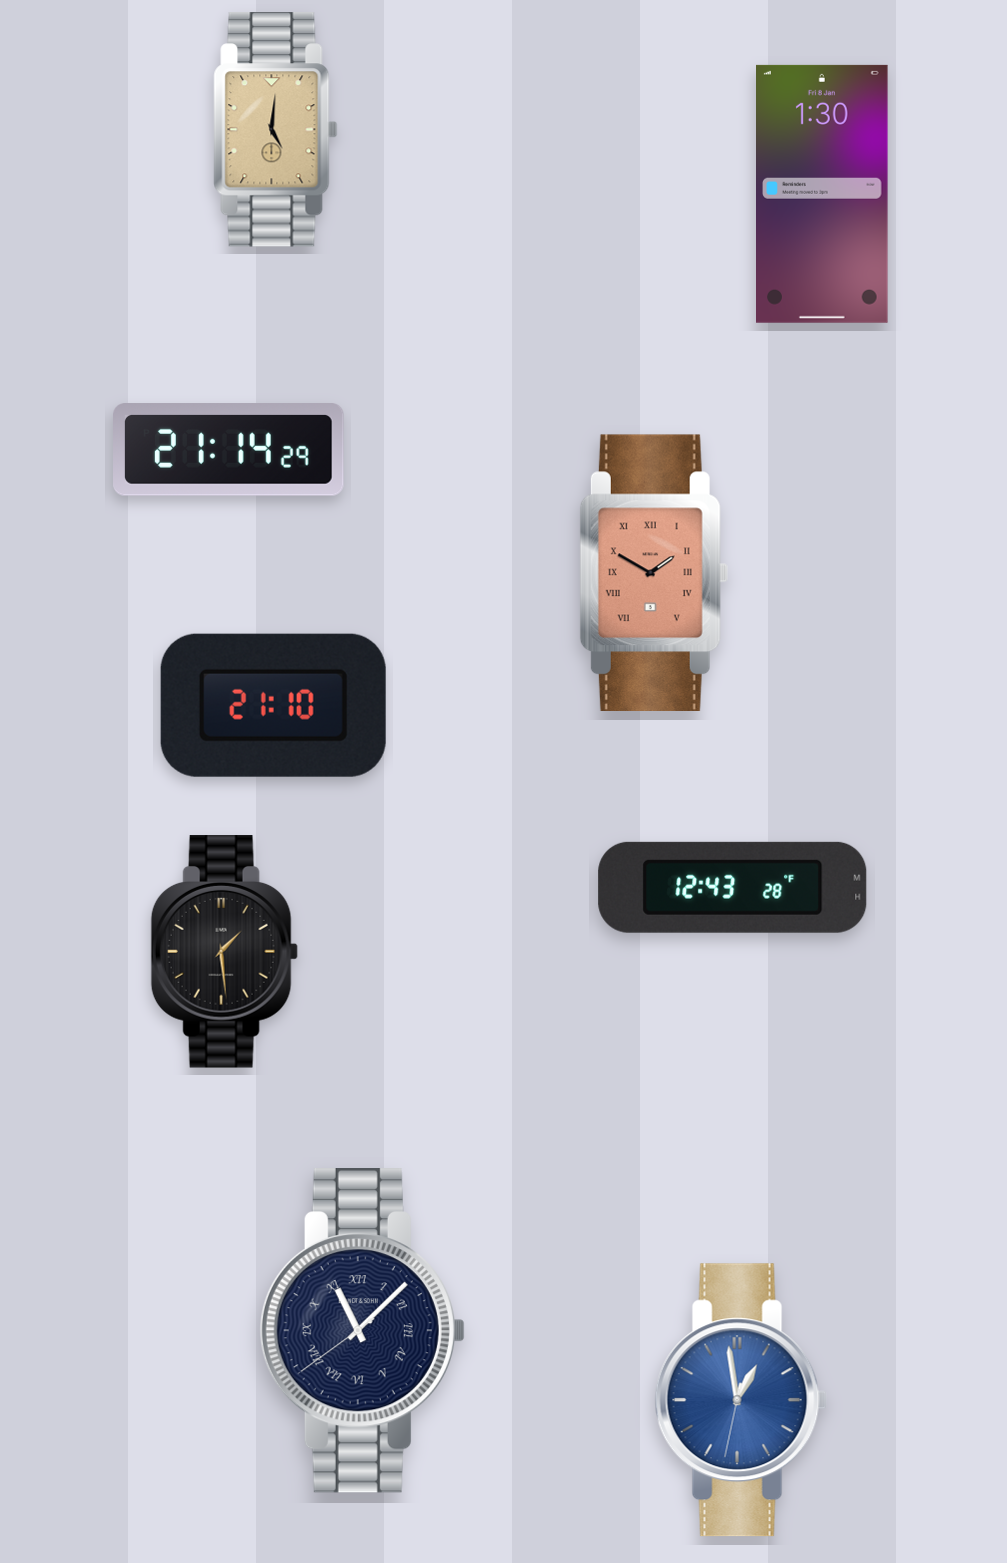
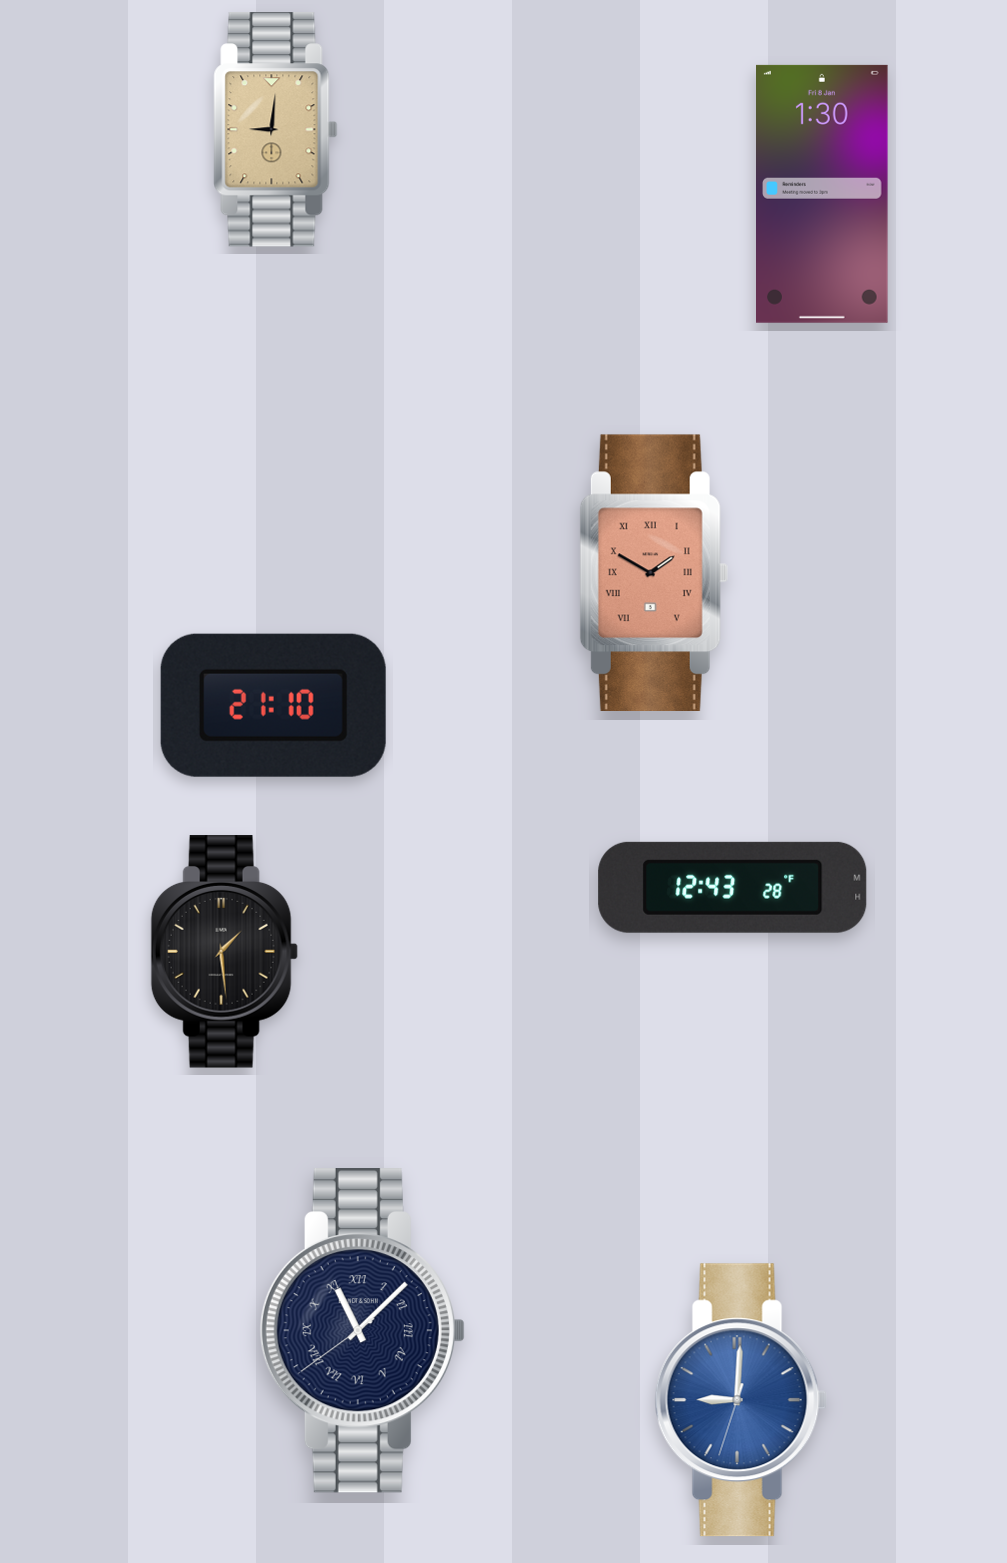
clock at (276, 130): 5:01 -> 9:01
clock at (229, 450): 21:14 -> none
clock at (741, 1400): 12:58 -> 9:00
